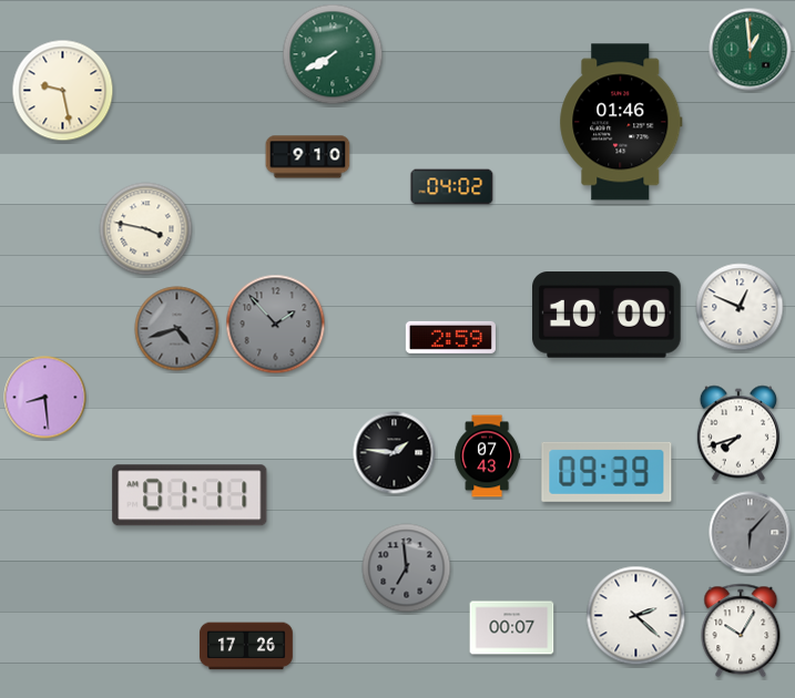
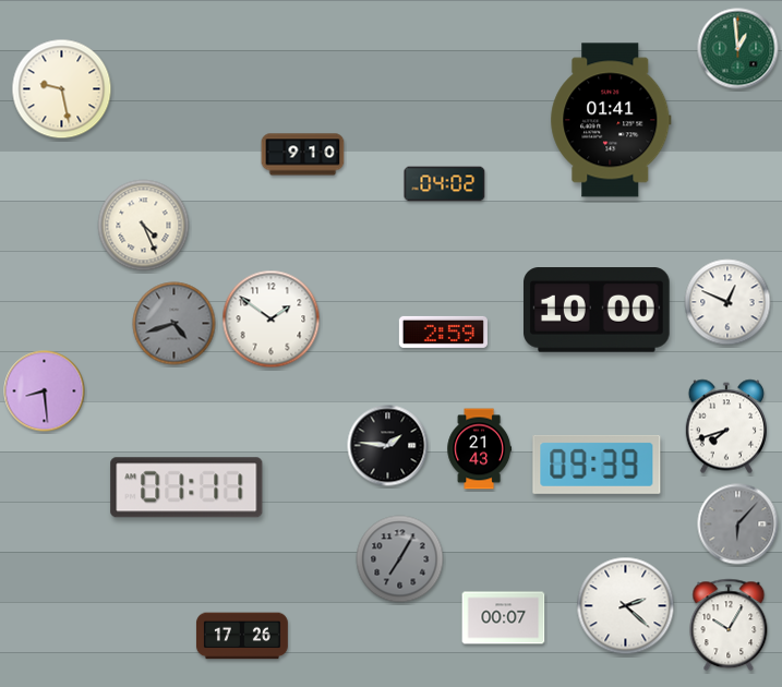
clock at (333, 54): 7:40 -> none
clock at (621, 122): 01:46 -> 01:41
clock at (146, 229): 3:47 -> 4:26
clock at (276, 325): 1:53 -> 1:51
clock at (276, 325) dial: grey -> white
clock at (487, 456): 07:43 -> 21:43
clock at (407, 568): 6:59 -> 7:05
clock at (741, 630) position: (741, 630) -> (729, 625)
